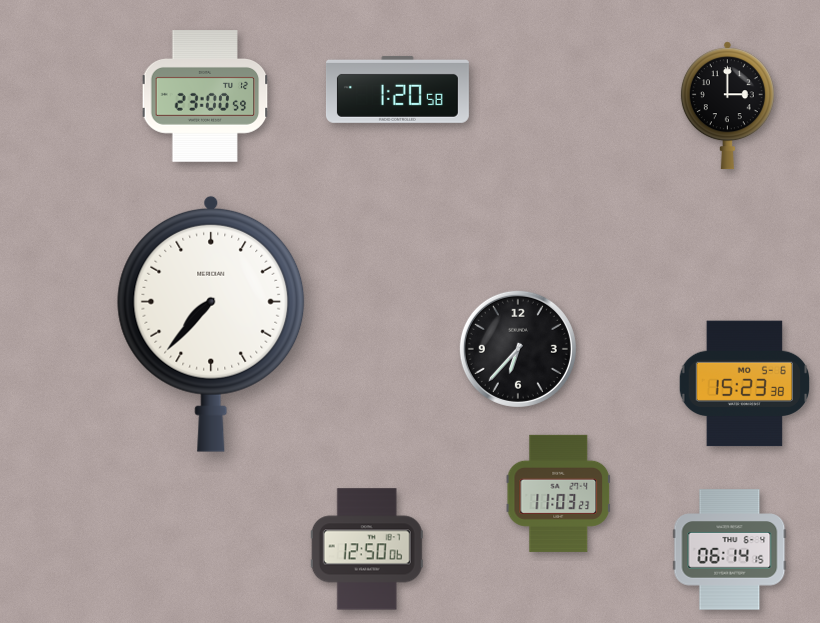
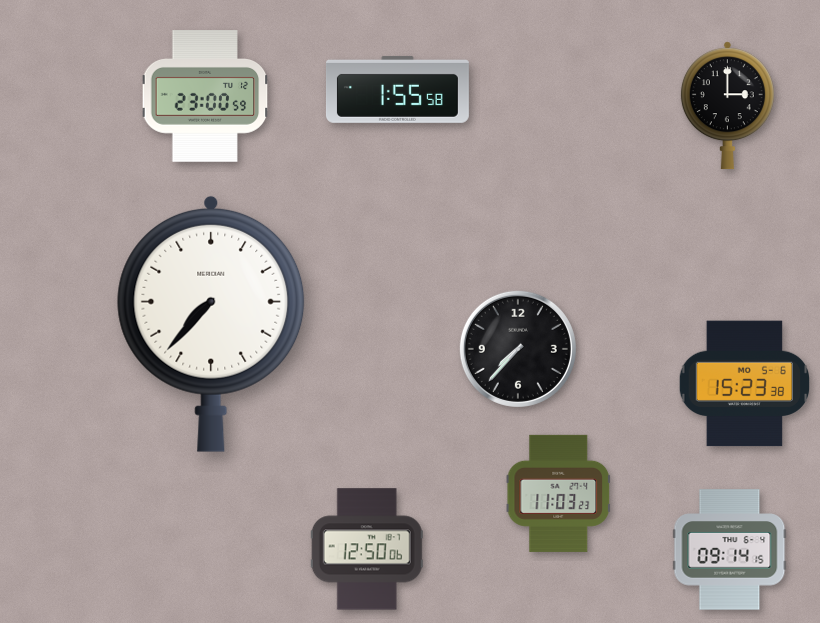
clock at (397, 90): 1:20 -> 1:55
clock at (518, 349): 6:37 -> 7:37
clock at (730, 550): 06:14 -> 09:14
